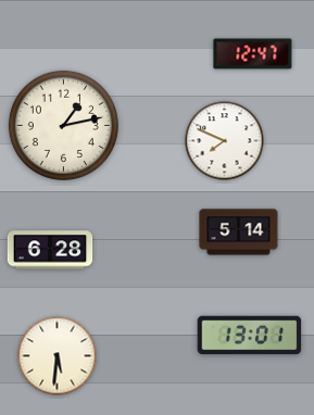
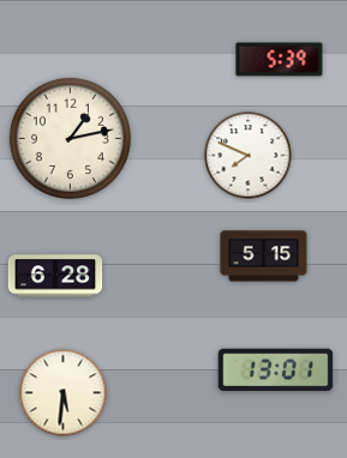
clock at (253, 54): 12:47 -> 5:39
clock at (239, 232): 5:14 -> 5:15
